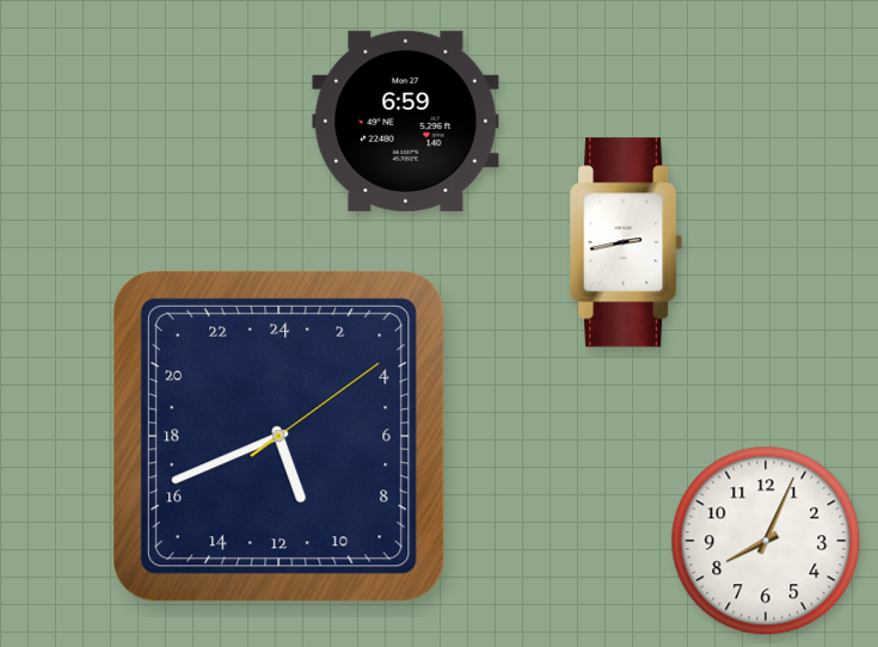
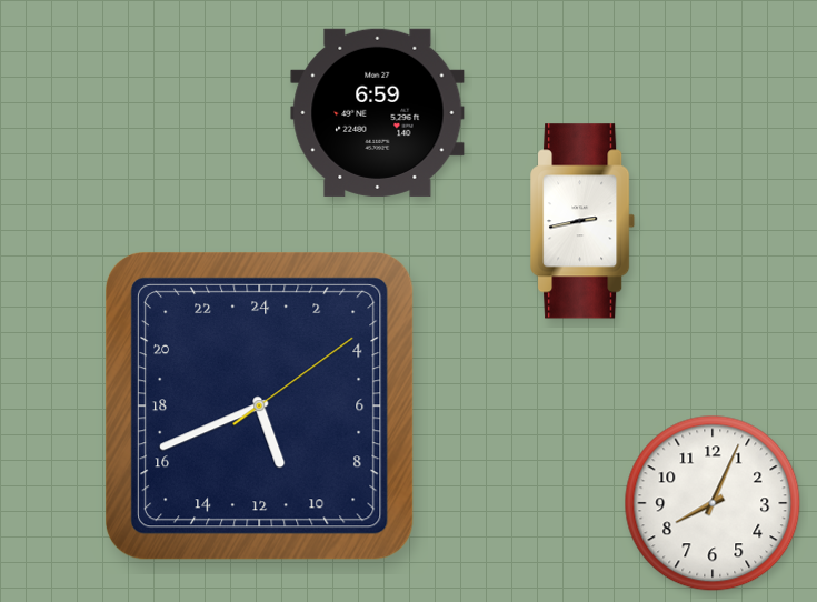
clock at (627, 242) position: (627, 242) -> (584, 221)
